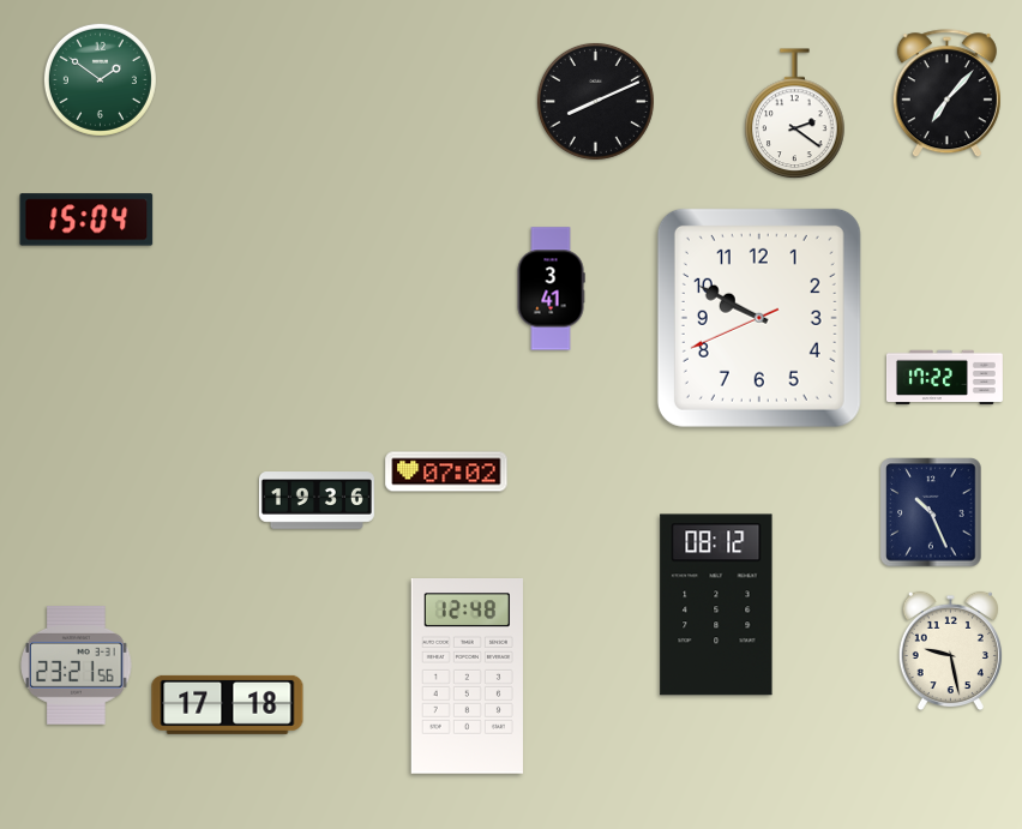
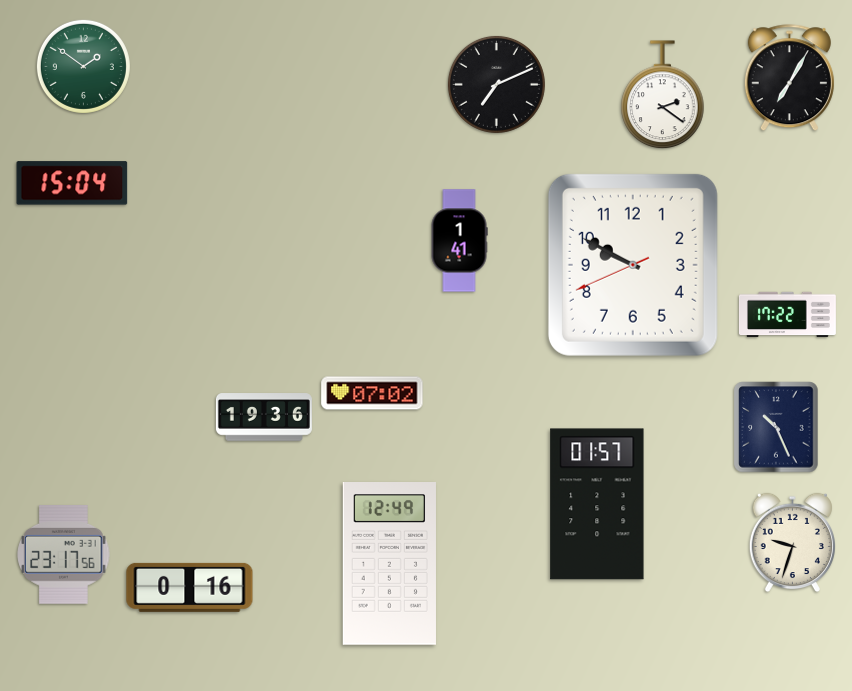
clock at (946, 94): 7:07 -> 7:05
clock at (595, 101): 8:11 -> 7:11
clock at (551, 289): 3:41 -> 1:41
clock at (716, 605): 08:12 -> 01:57
clock at (950, 651): 9:28 -> 9:33
clock at (77, 666): 23:21 -> 23:17
clock at (467, 677): 12:48 -> 12:49
clock at (228, 704): 17:18 -> 0:16
